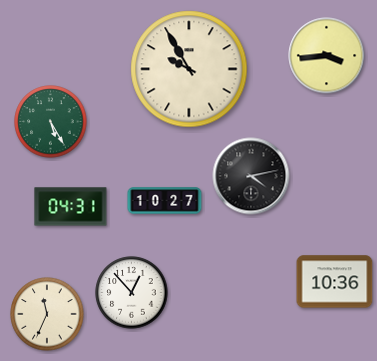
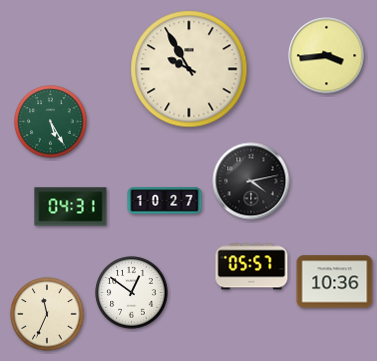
clock at (251, 176) position: (251, 176) -> (251, 181)
clock at (252, 267): none -> 05:57
clock at (132, 293): 12:53 -> 12:51
